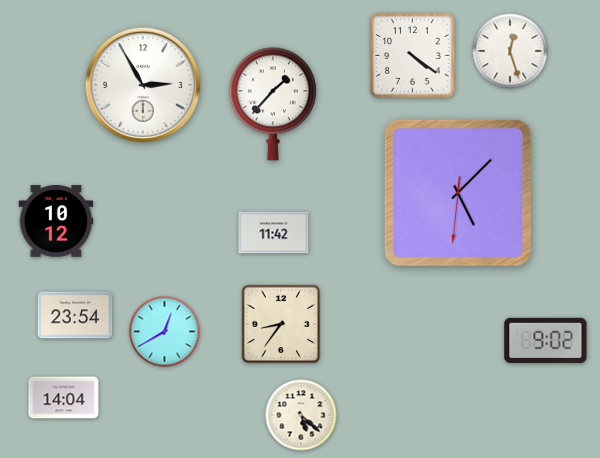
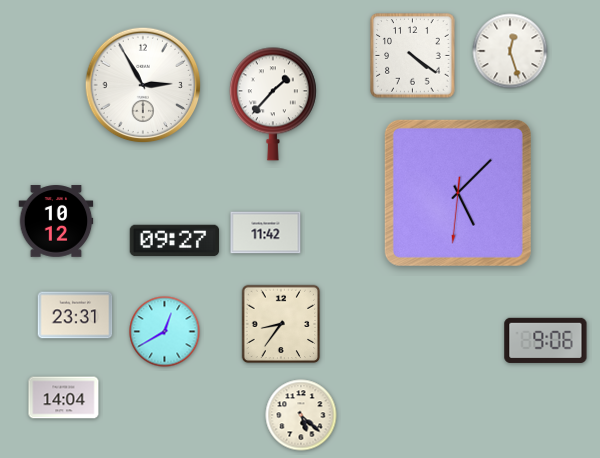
clock at (274, 233) position: (274, 233) -> (266, 233)
clock at (175, 241): none -> 09:27
clock at (75, 315): 23:54 -> 23:31
clock at (546, 340): 9:02 -> 9:06
